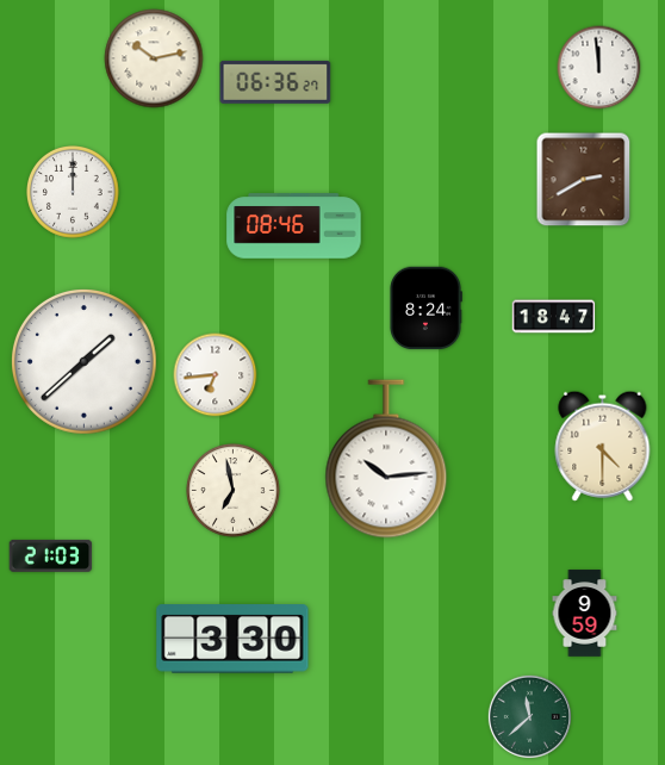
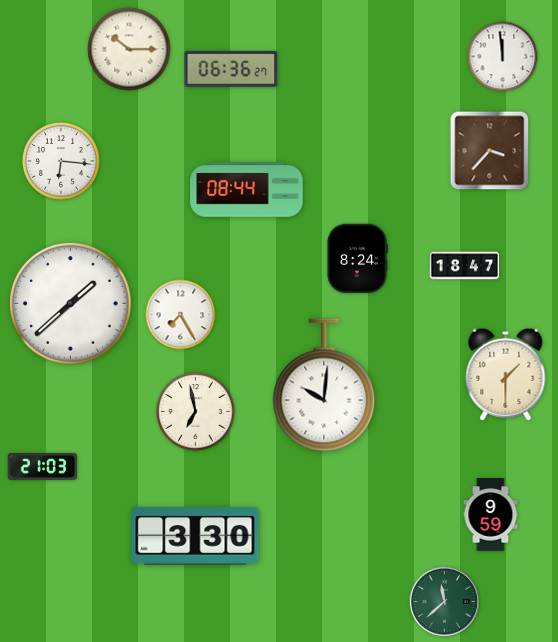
clock at (154, 58): 10:13 -> 10:15
clock at (584, 180): 2:40 -> 3:37
clock at (74, 193): 12:00 -> 6:16
clock at (294, 226): 08:46 -> 08:44
clock at (216, 375): 6:44 -> 7:25
clock at (603, 446): 4:30 -> 1:30
clock at (386, 459): 10:14 -> 10:01
